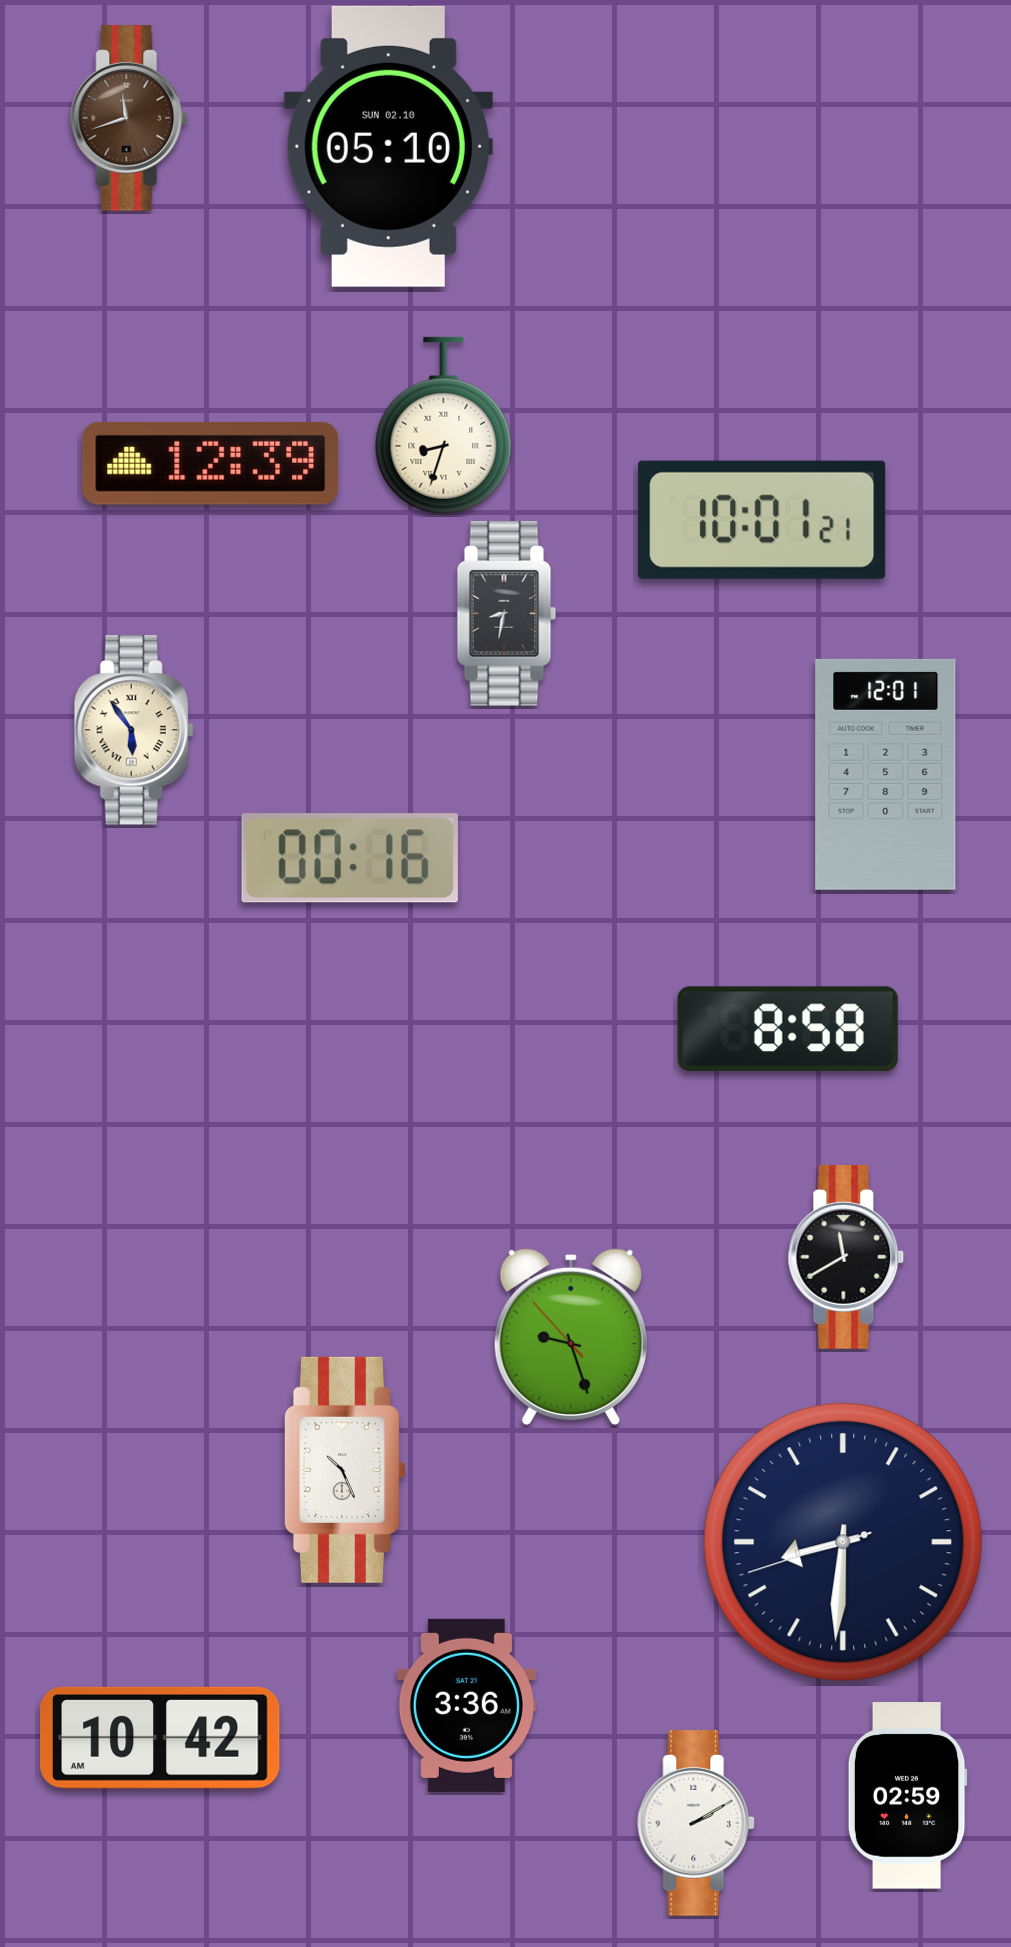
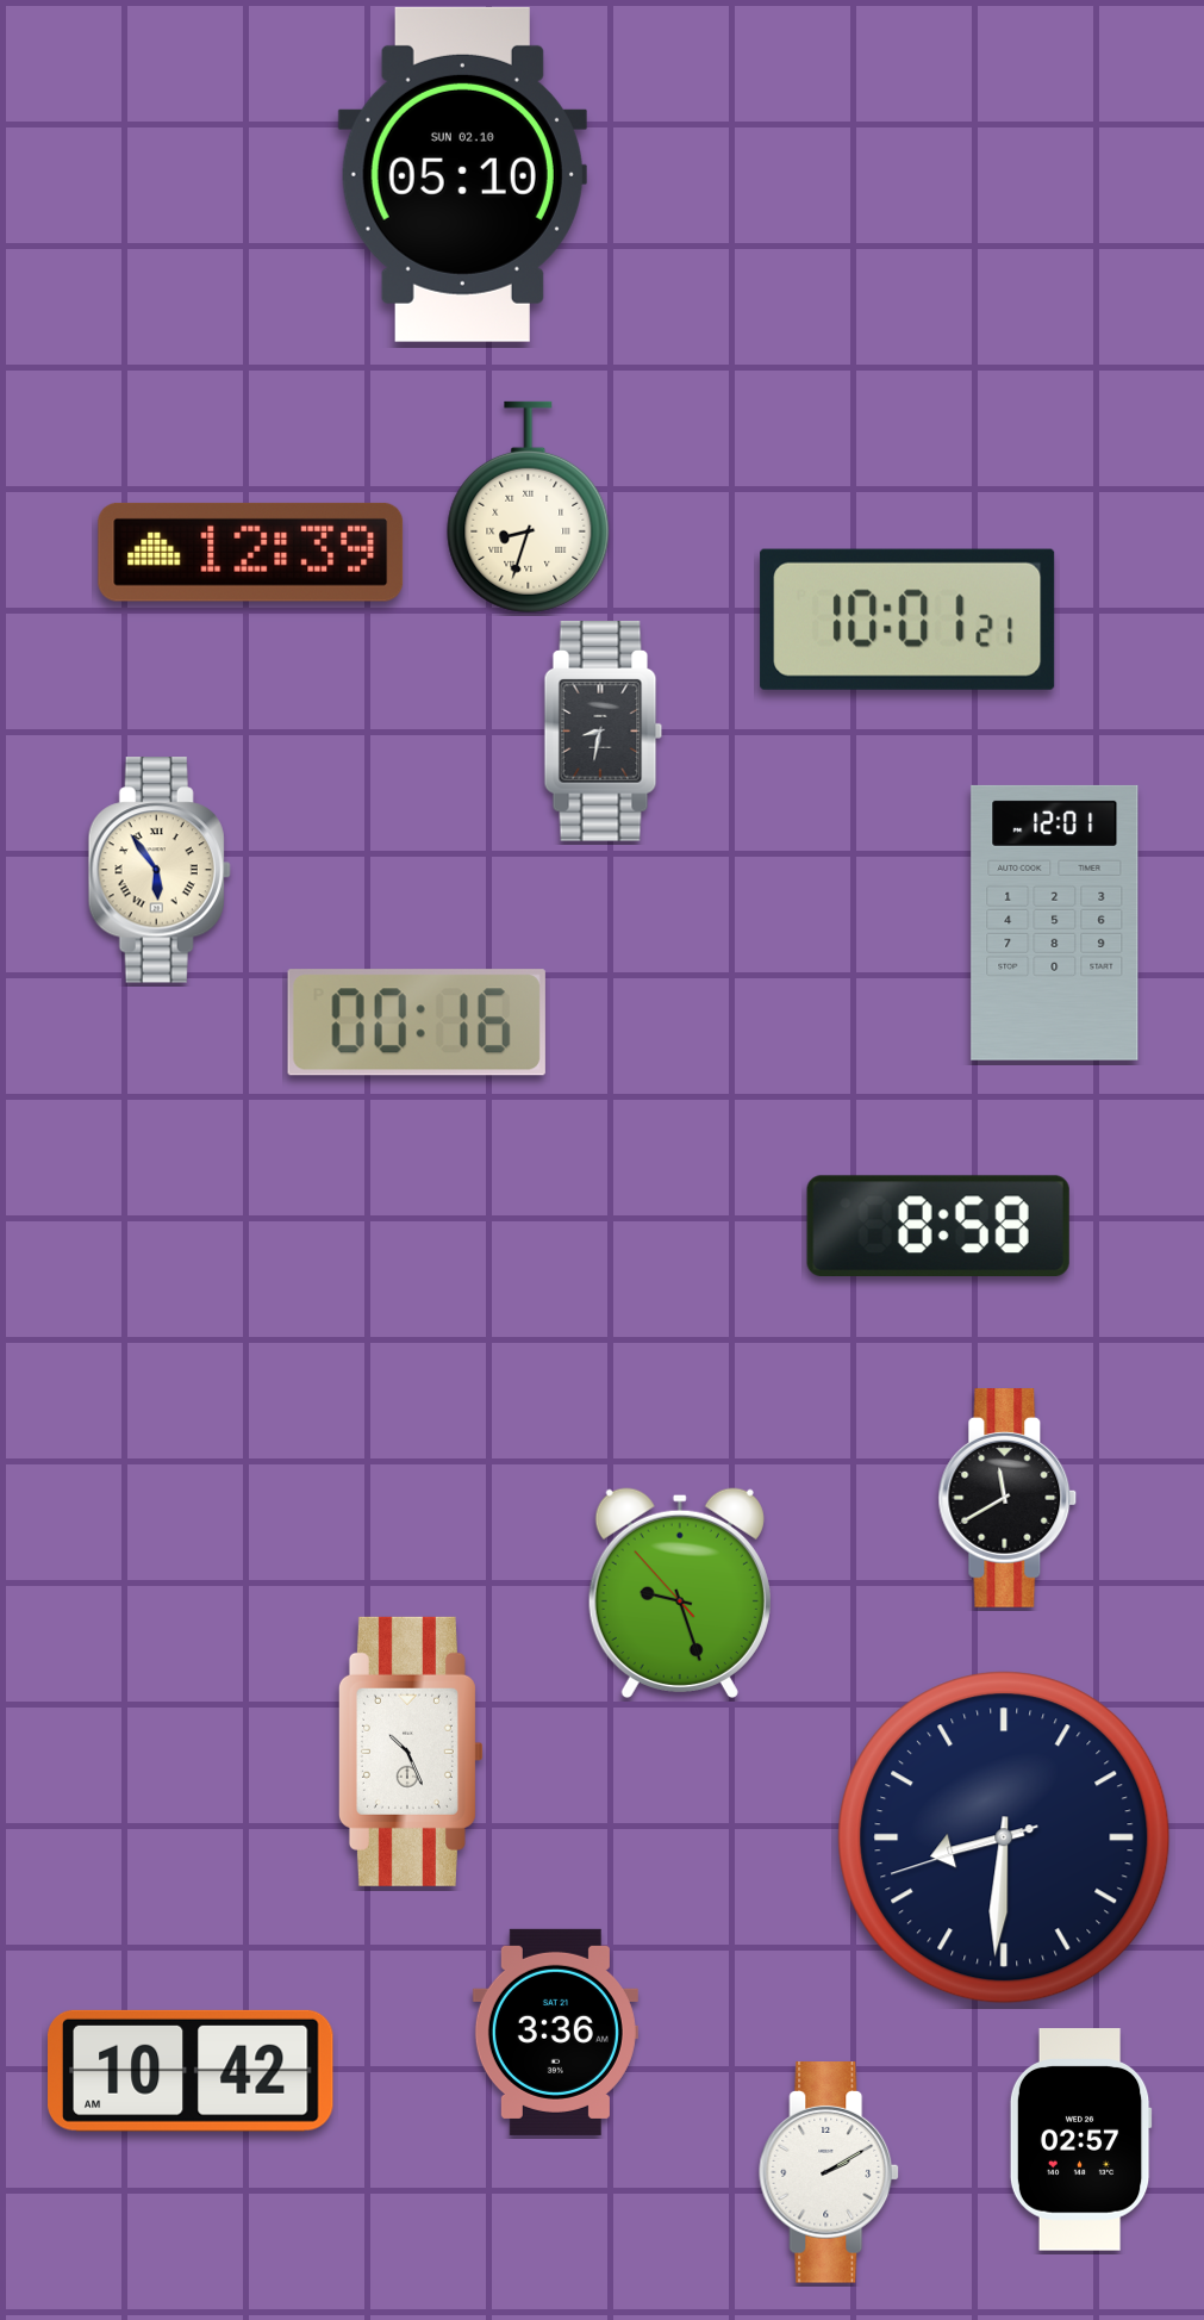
clock at (130, 118): 11:42 -> none
clock at (907, 1796): 02:59 -> 02:57
